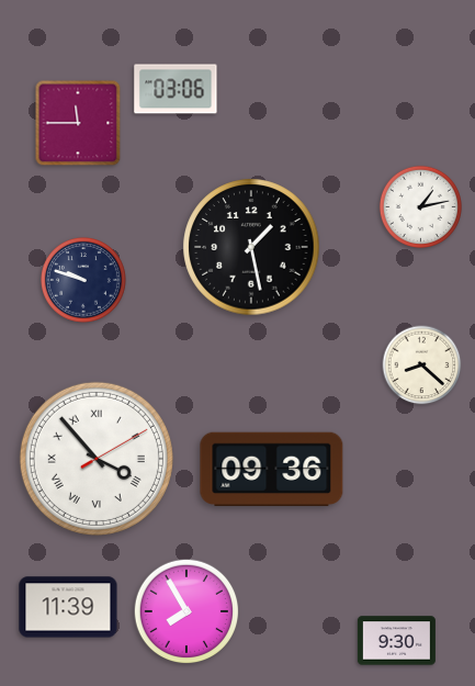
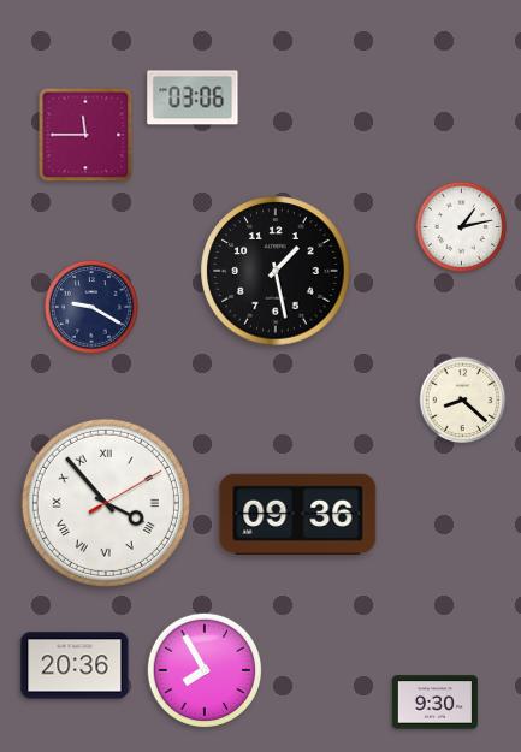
clock at (83, 280): 9:48 -> 9:20
clock at (68, 607): 11:39 -> 20:36
